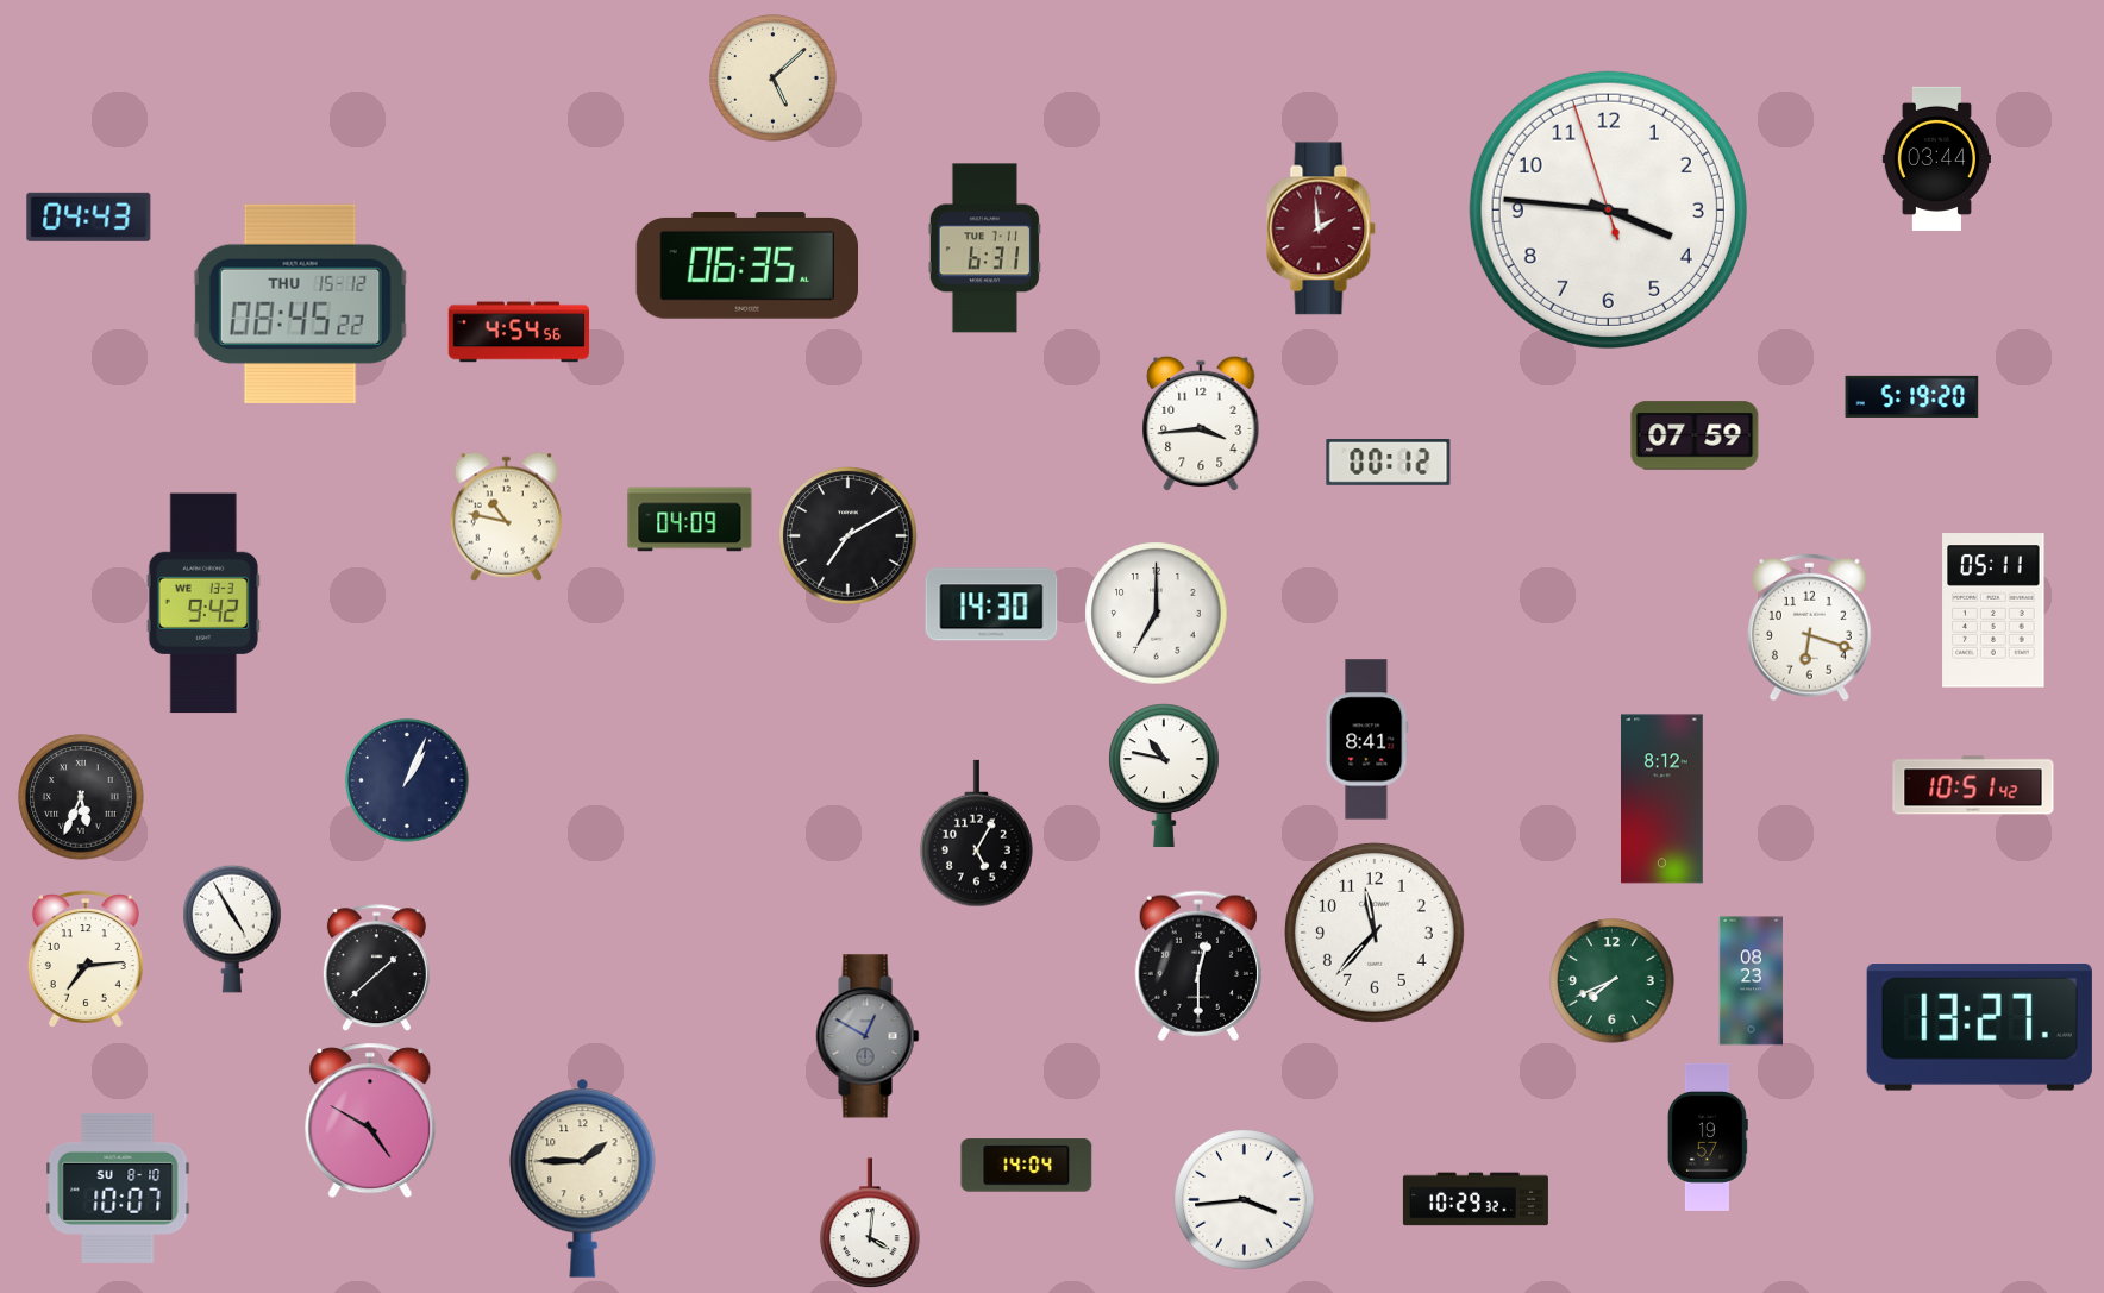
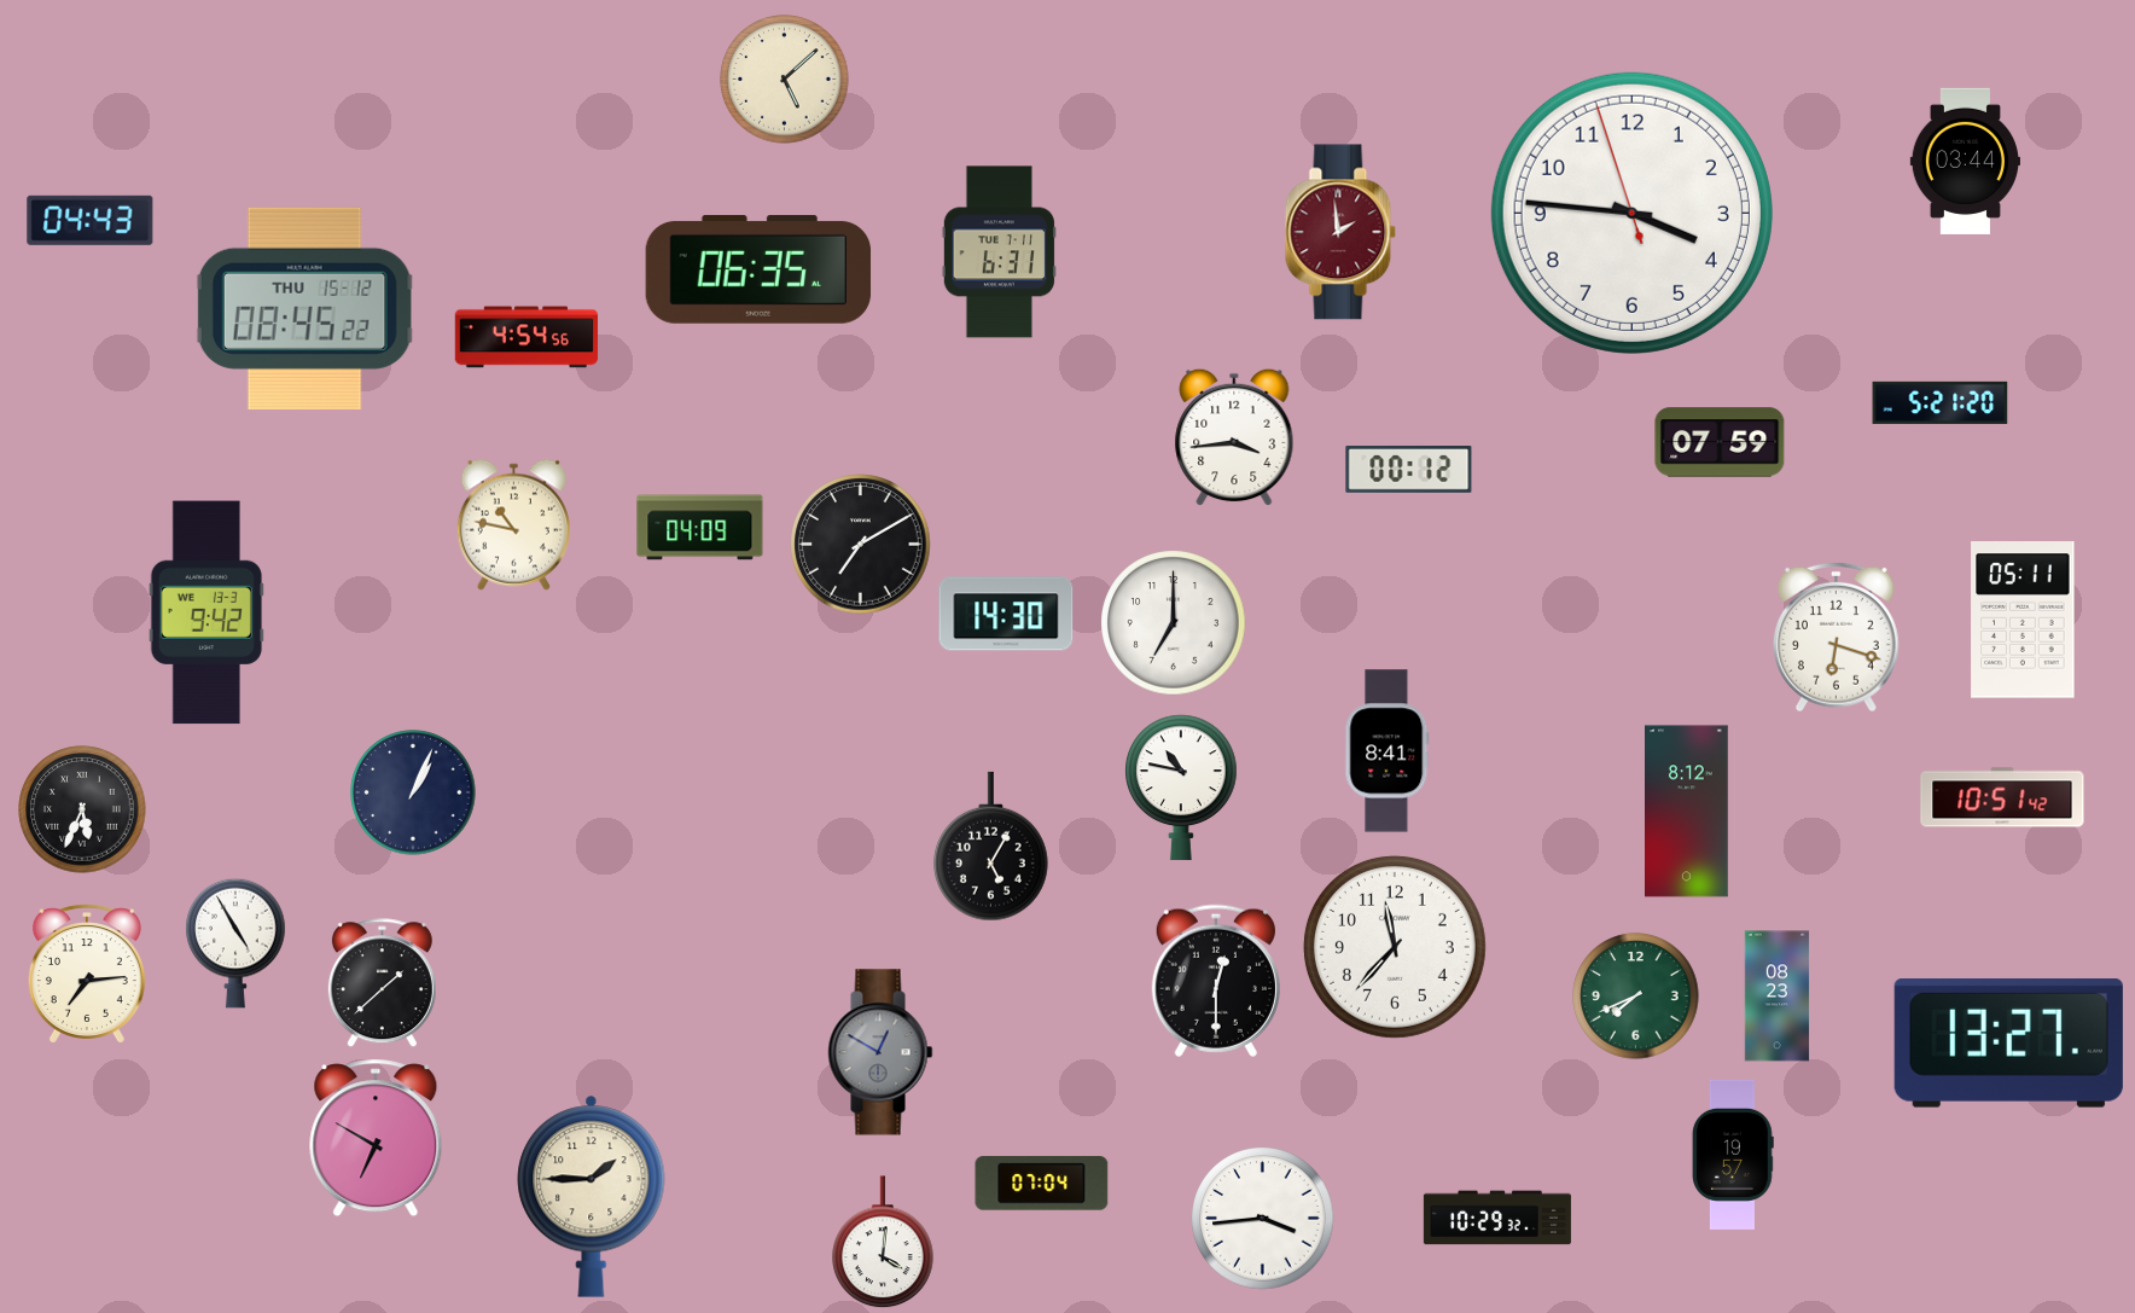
clock at (1912, 396): 5:19 -> 5:21
clock at (1201, 423) position: (1201, 423) -> (1234, 437)
clock at (370, 1121): 4:50 -> 6:50
clock at (1027, 1166): 14:04 -> 07:04
clock at (118, 1188): 10:07 -> none
